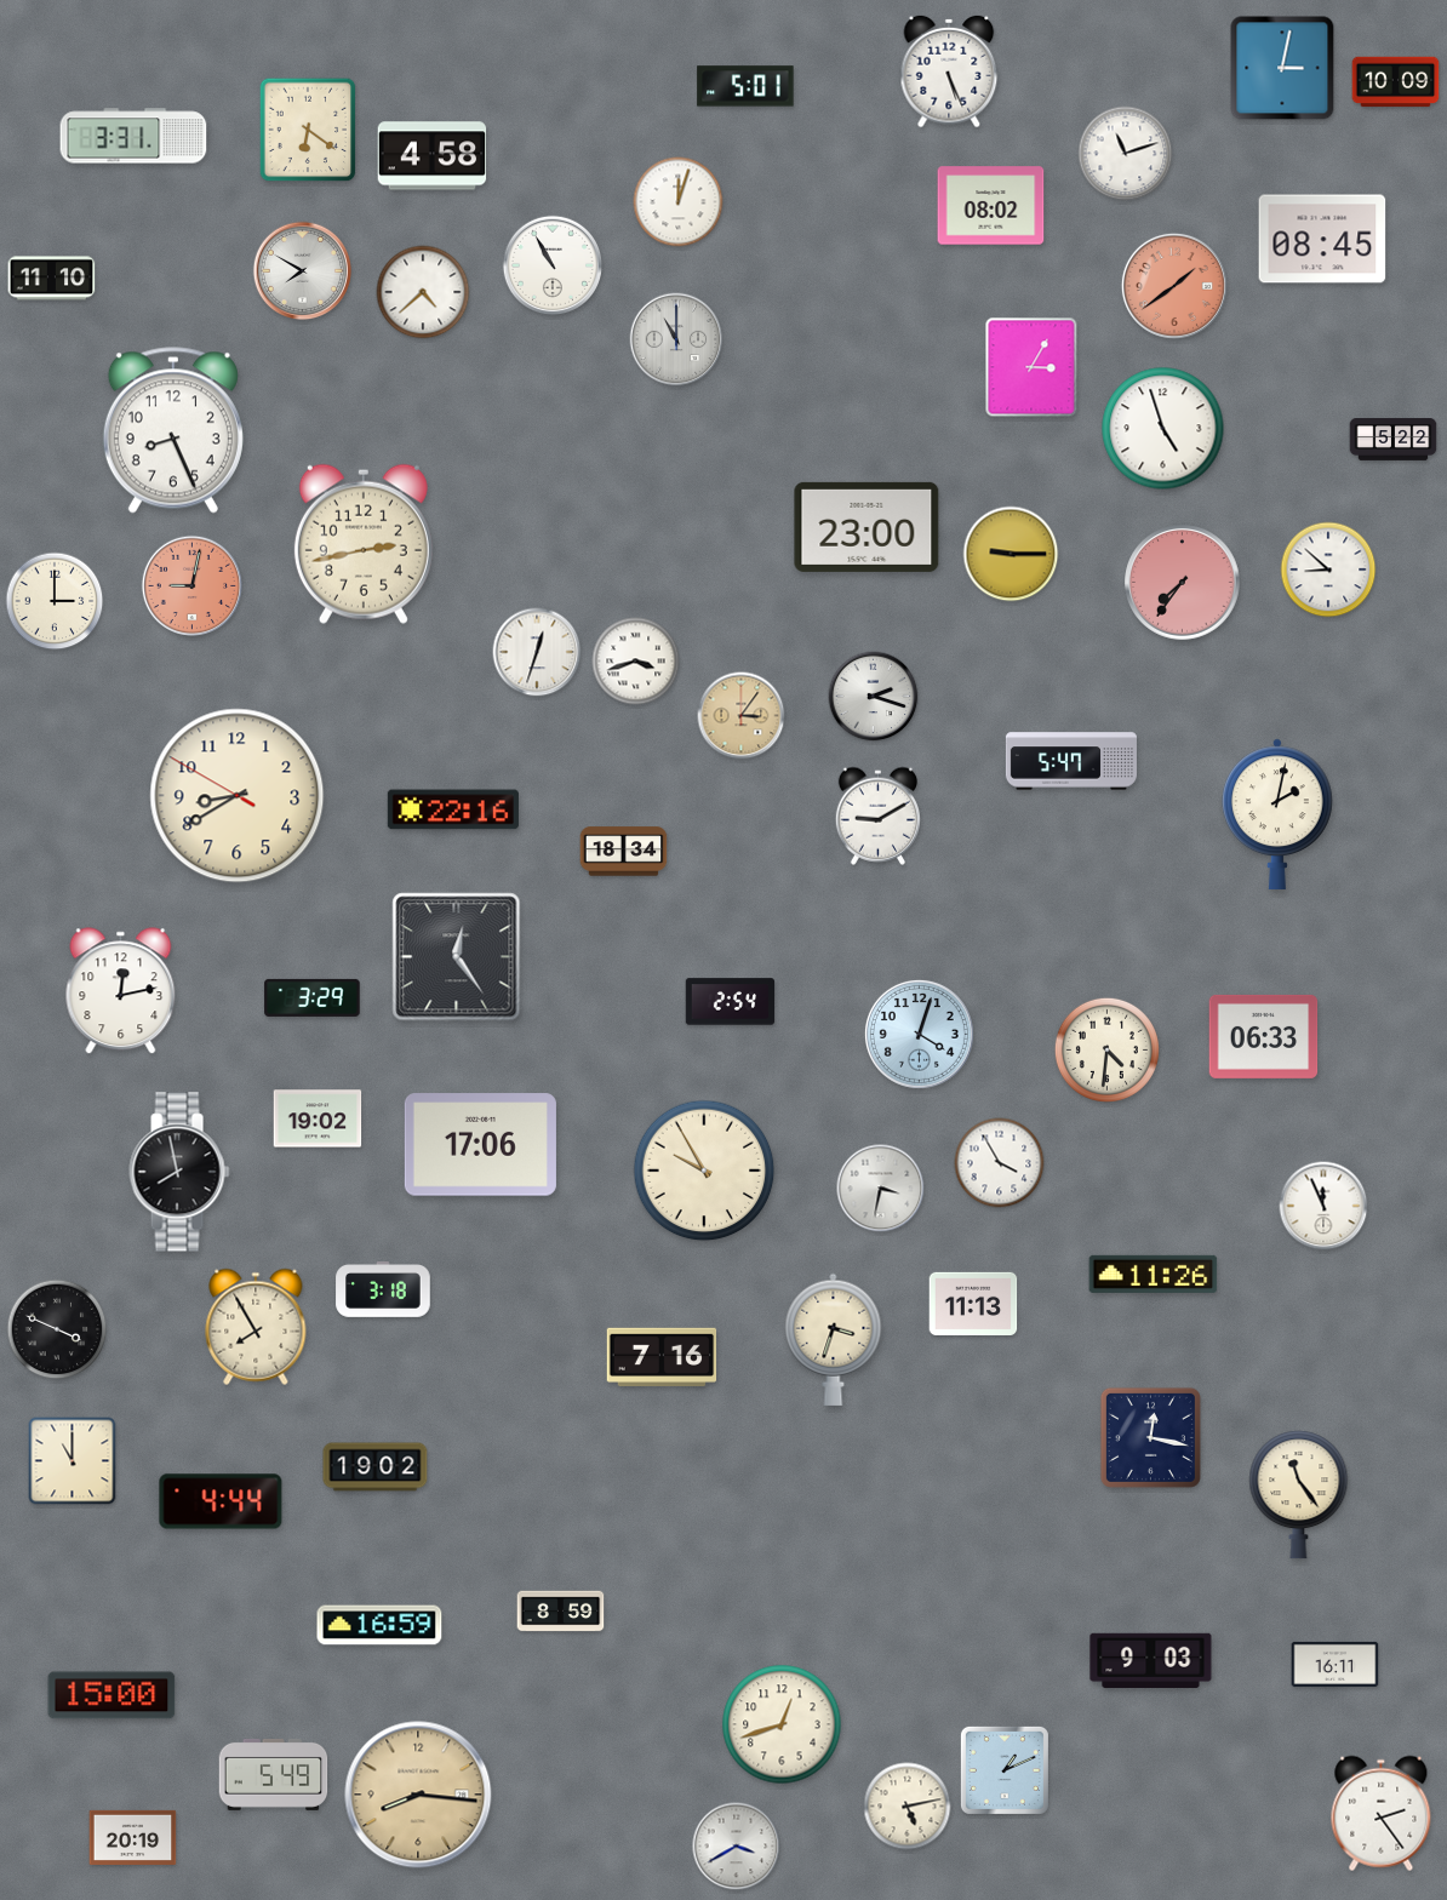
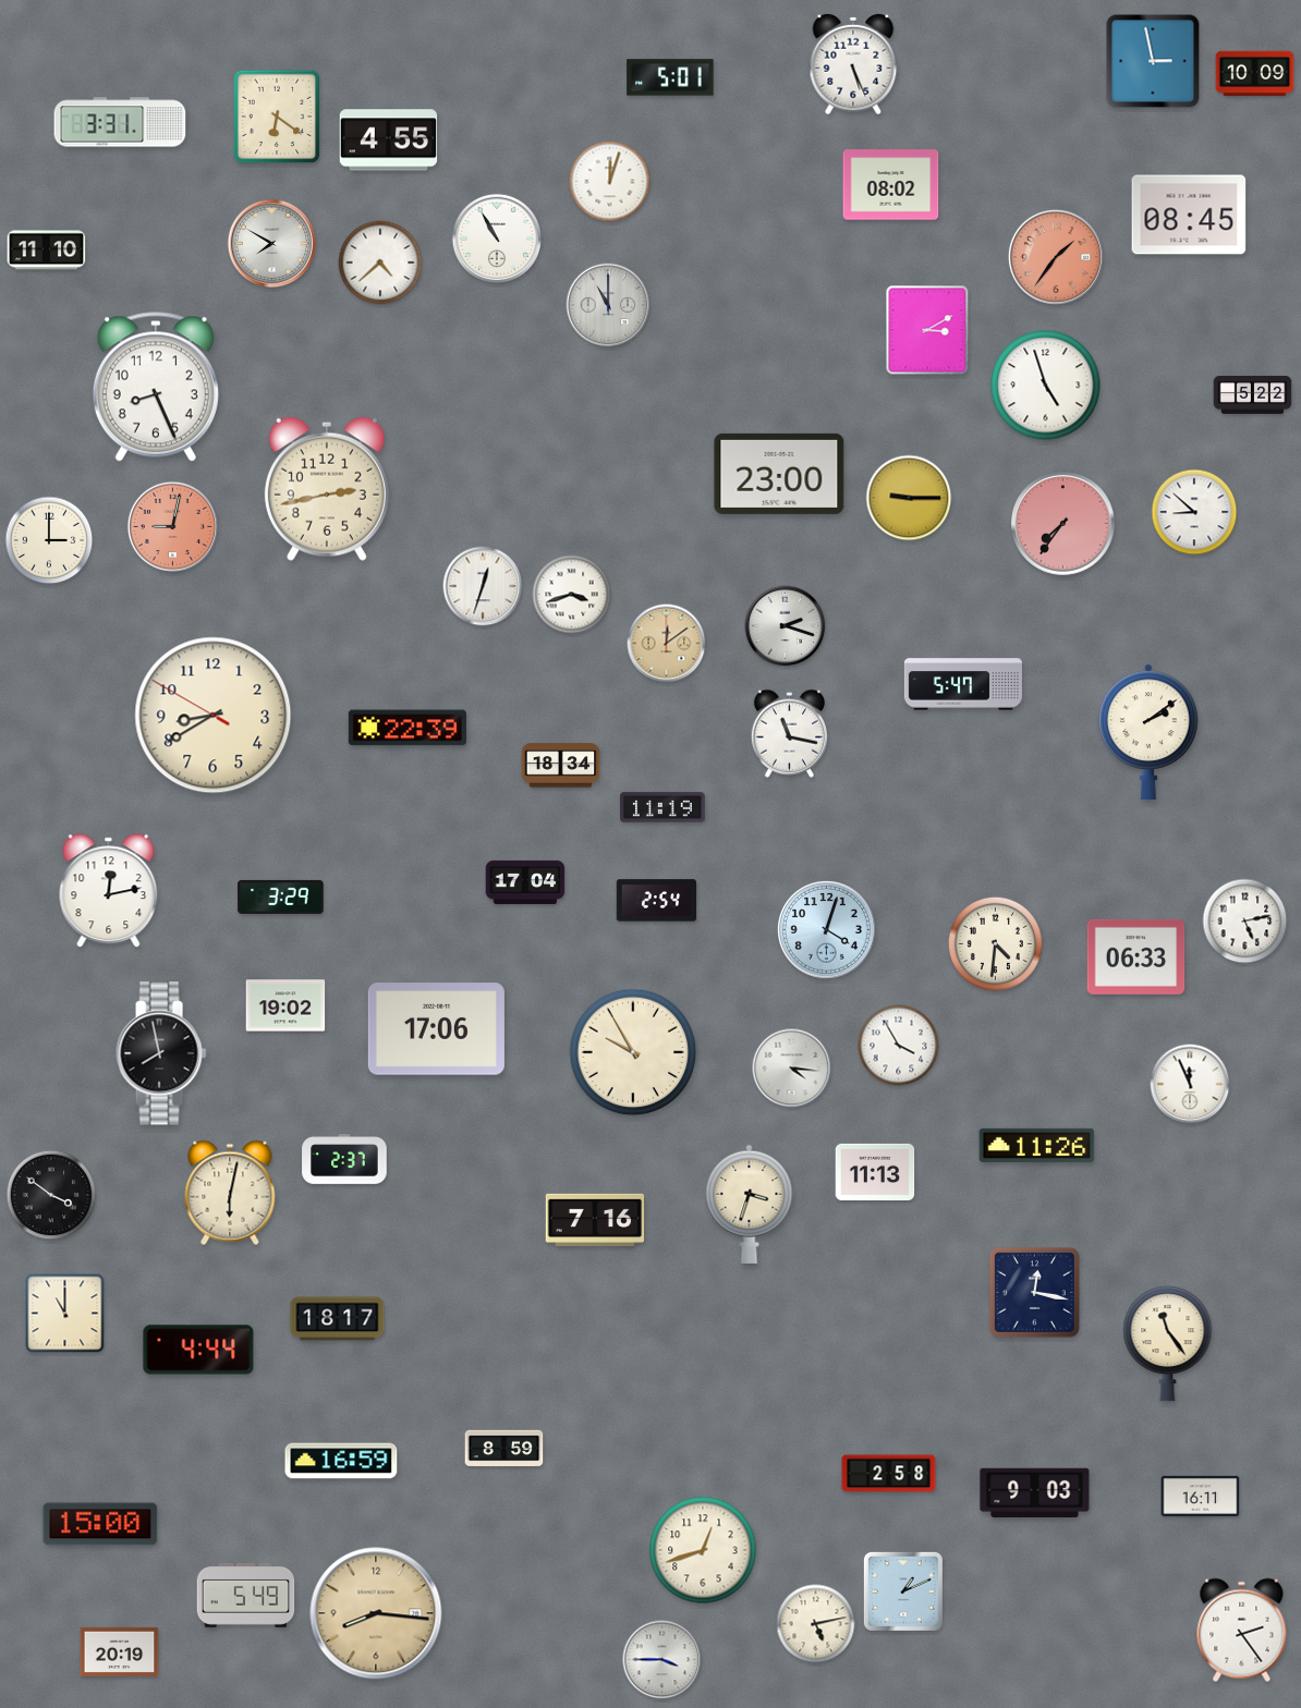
clock at (1282, 68): 3:02 -> 2:58
clock at (1126, 154): 11:12 -> none
clock at (433, 156): 4:58 -> 4:55
clock at (1174, 286): 1:39 -> 1:36
clock at (1031, 367): 3:05 -> 3:10
clock at (742, 716): 3:06 -> 12:09
clock at (453, 809): 22:16 -> 22:39
clock at (1279, 814): 2:02 -> 2:09
clock at (877, 815): 9:10 -> 11:17
clock at (662, 807): none -> 11:19
clock at (457, 957): 12:24 -> none
clock at (525, 882): none -> 17:04
clock at (1245, 922): none -> 5:13
clock at (1264, 1036) position: (1264, 1036) -> (1136, 956)
clock at (480, 1145) position: (480, 1145) -> (436, 1029)
clock at (881, 1189): 3:32 -> 4:16
clock at (383, 1290): 3:18 -> 2:37
clock at (256, 1327): 7:55 -> 6:02
clock at (57, 1329): 3:49 -> 3:51
clock at (376, 1467): 19:02 -> 18:17
clock at (889, 1474): none -> 2:58
clock at (737, 1847): 3:40 -> 3:45
